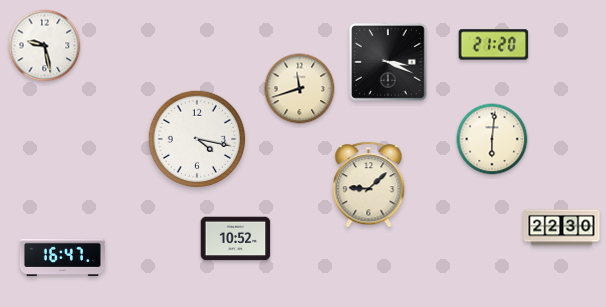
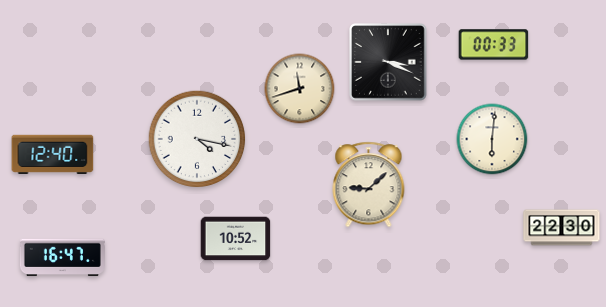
clock at (494, 45): 21:20 -> 00:33
clock at (45, 46): 9:28 -> none
clock at (53, 154): none -> 12:40
